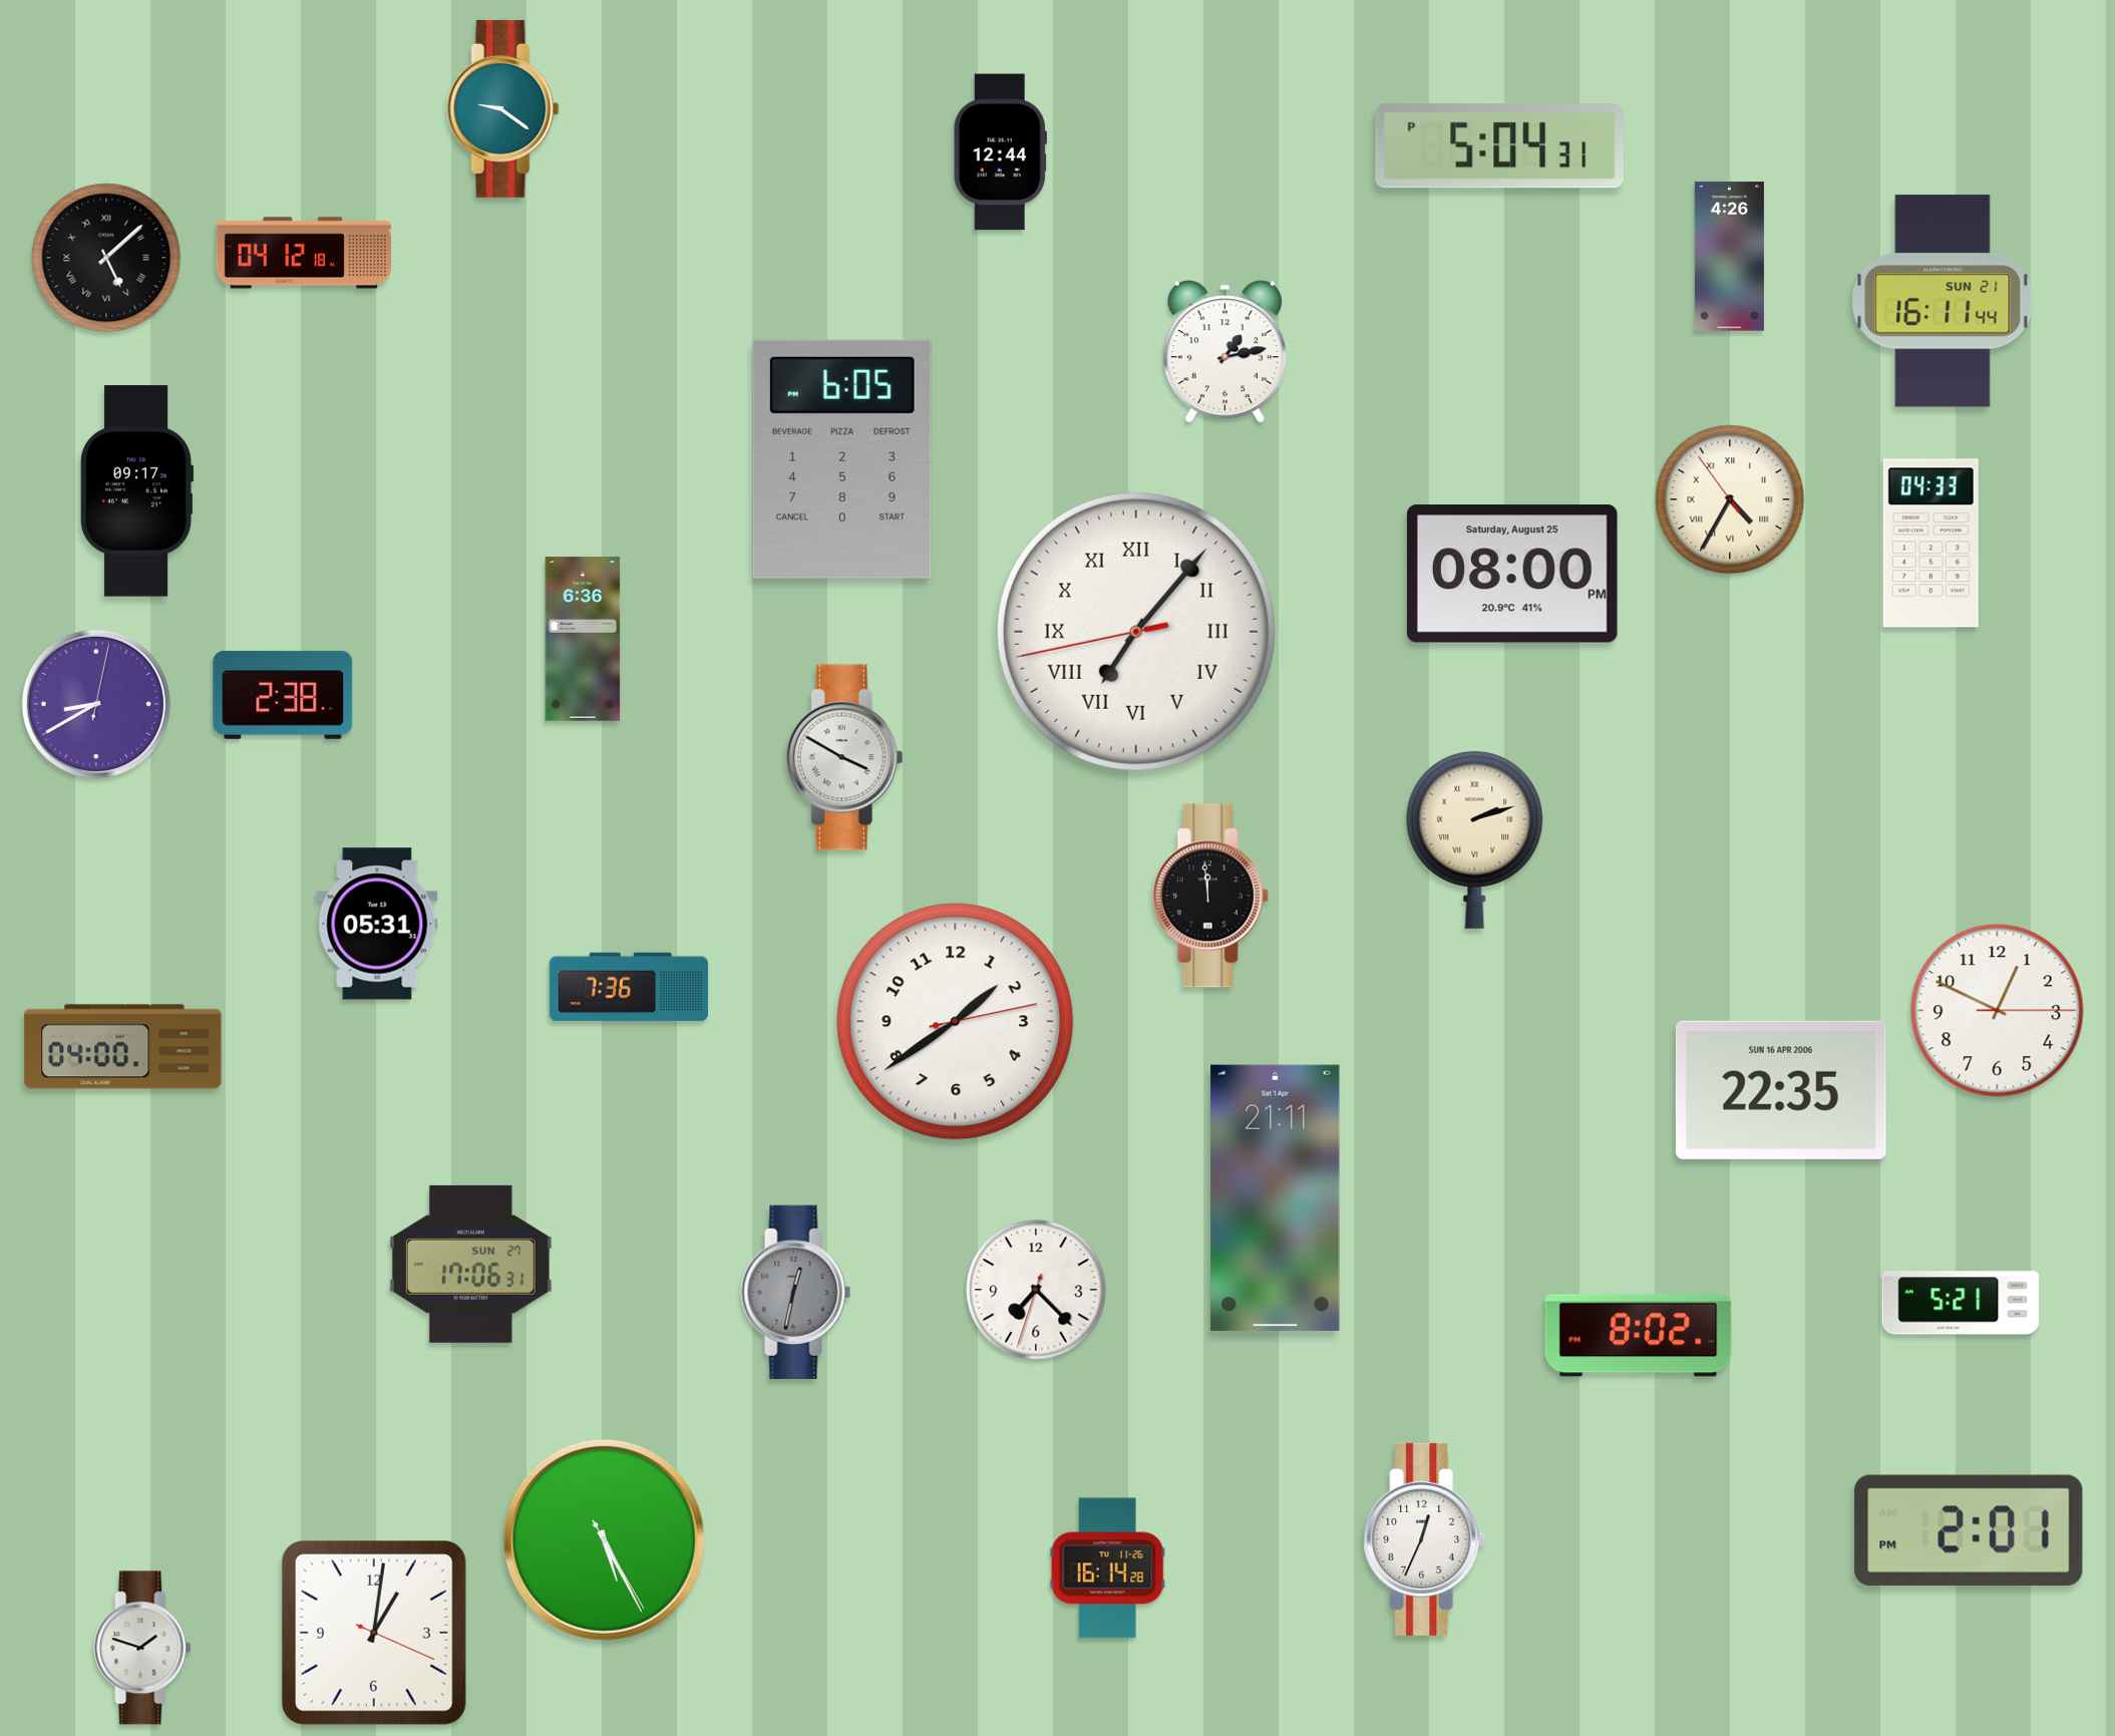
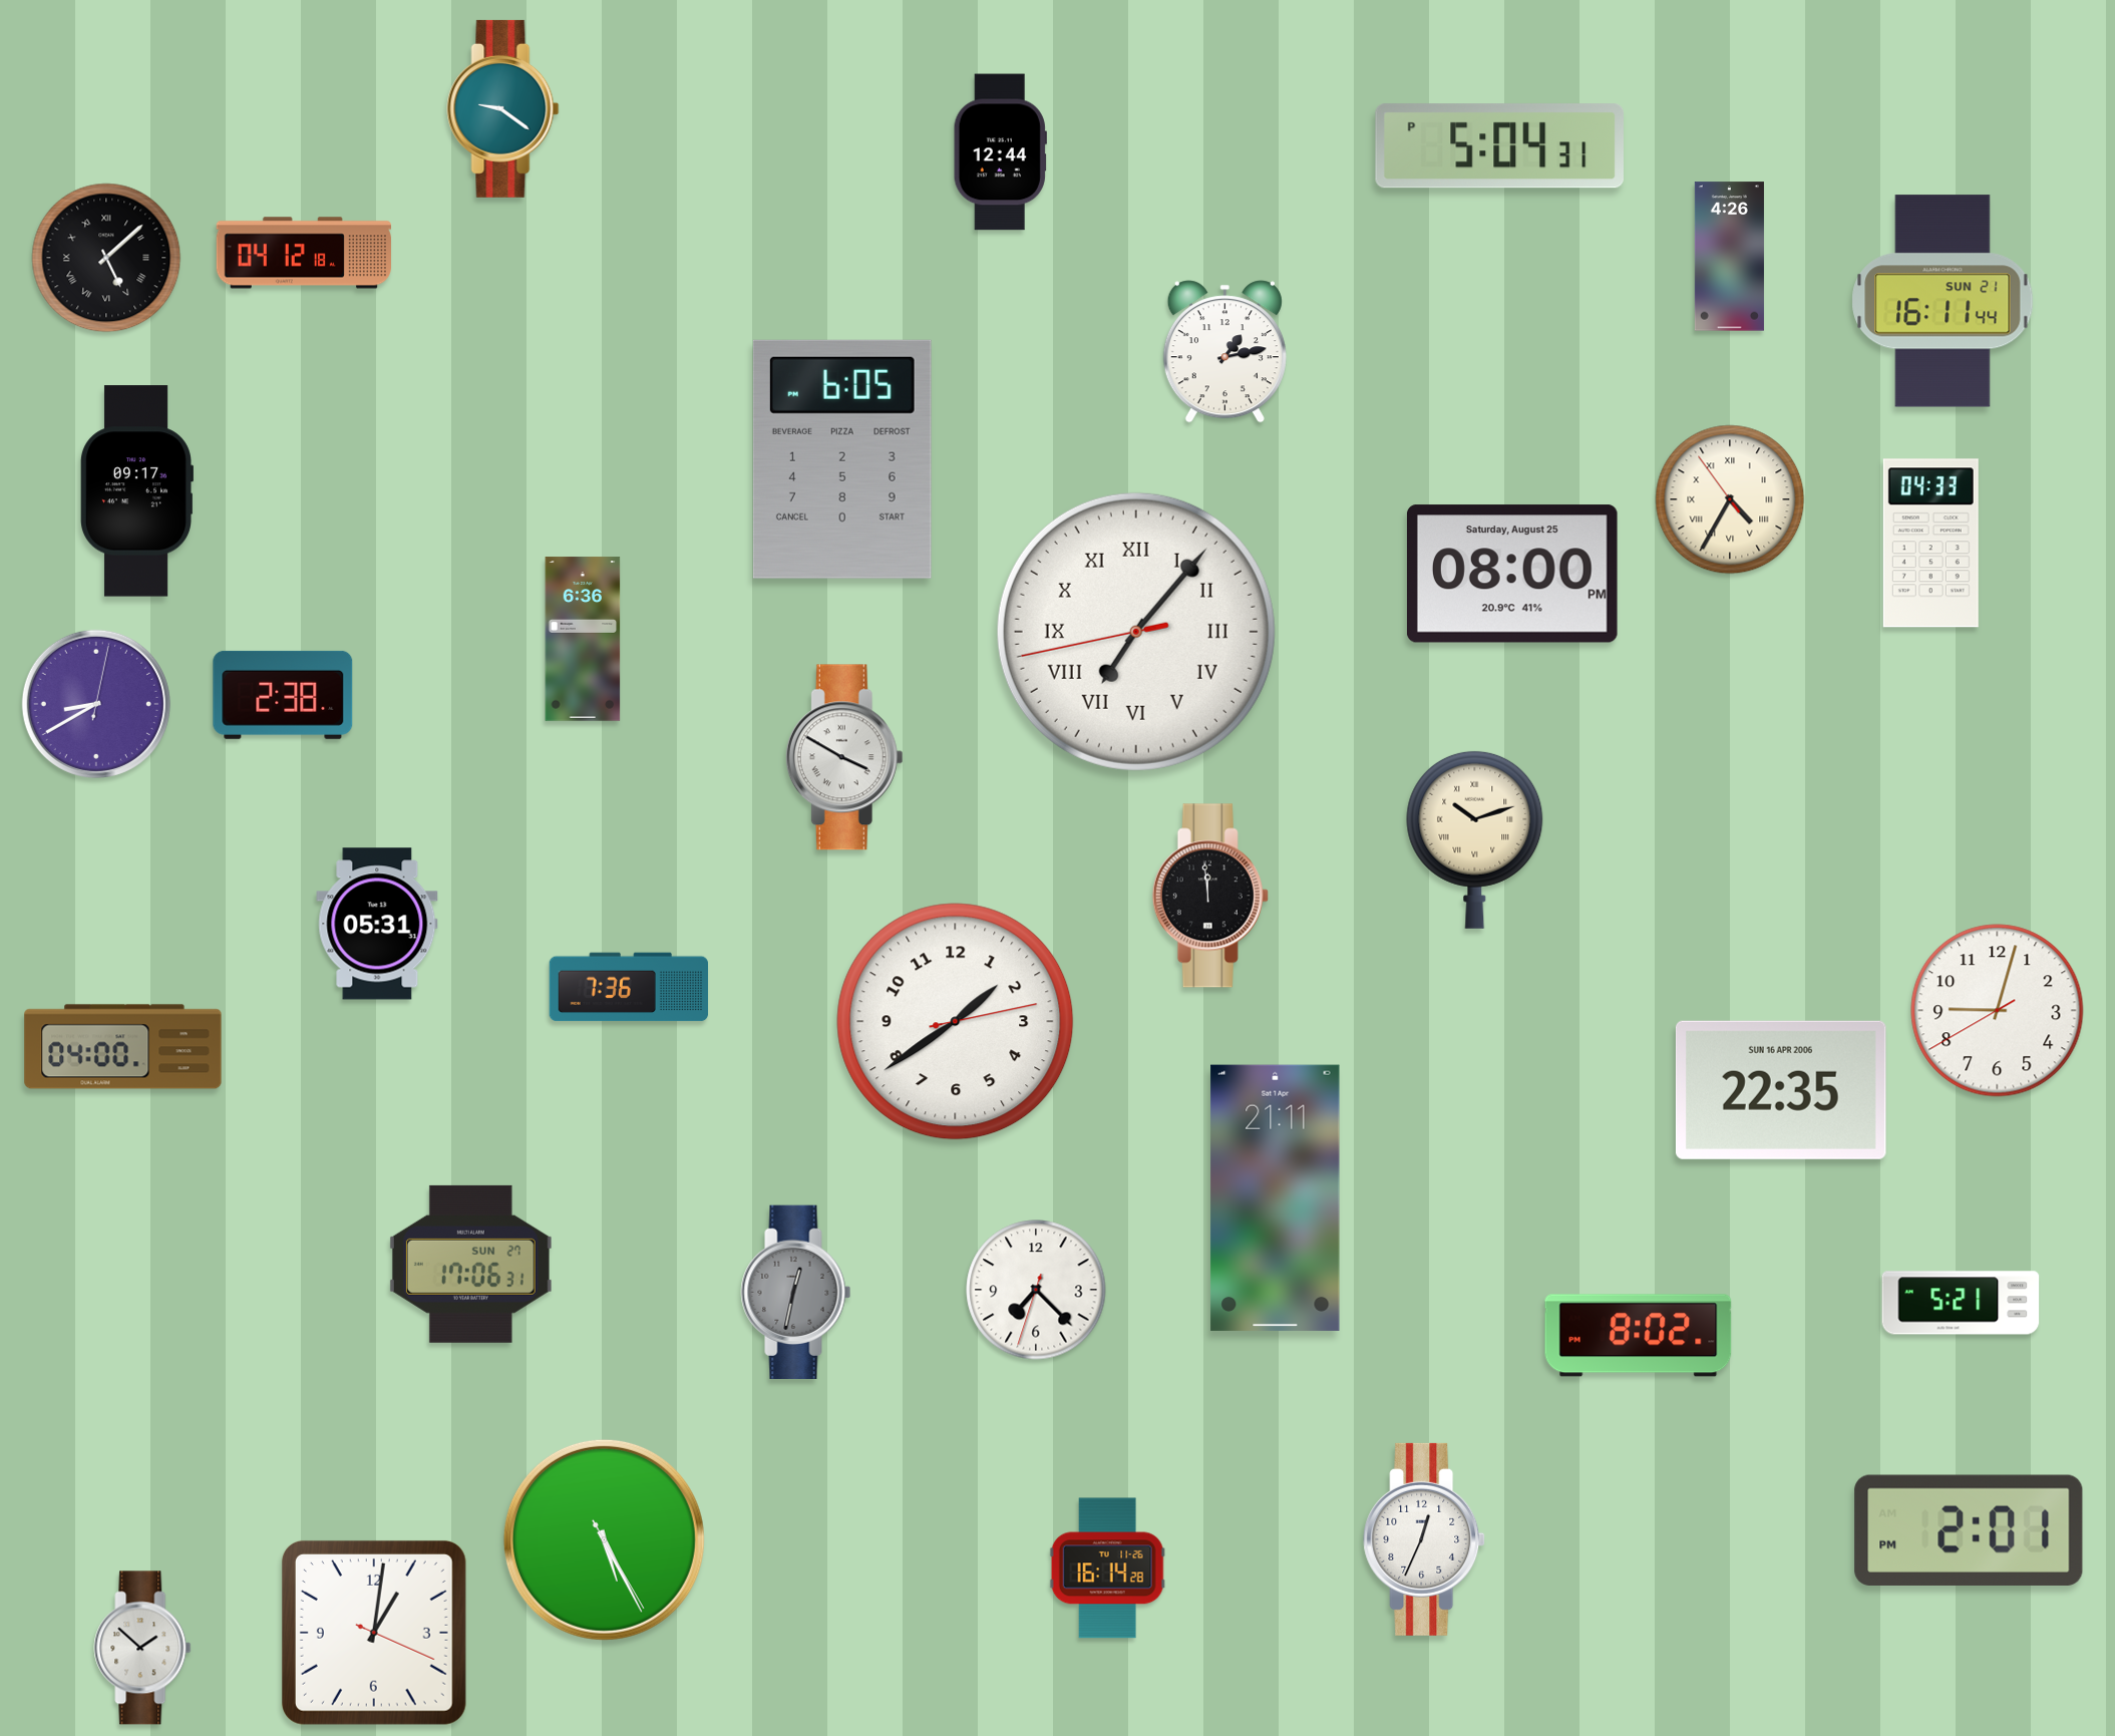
clock at (1475, 839): 2:12 -> 10:12
clock at (1998, 1011): 12:49 -> 9:02
clock at (142, 1648): 1:48 -> 1:52
